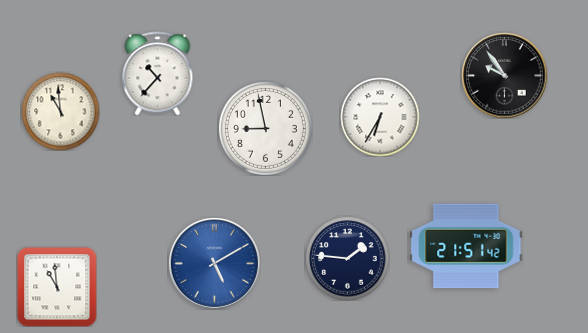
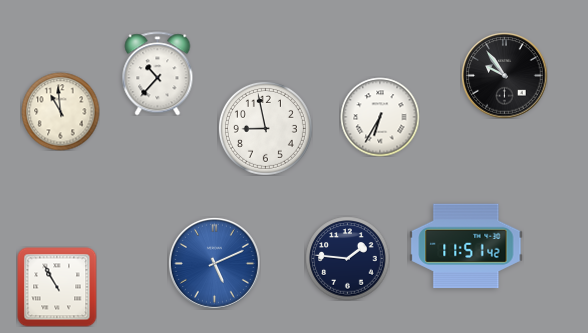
clock at (466, 246): 21:51 -> 11:51
clock at (214, 263): 5:10 -> 5:11
clock at (57, 287): 10:59 -> 10:55
